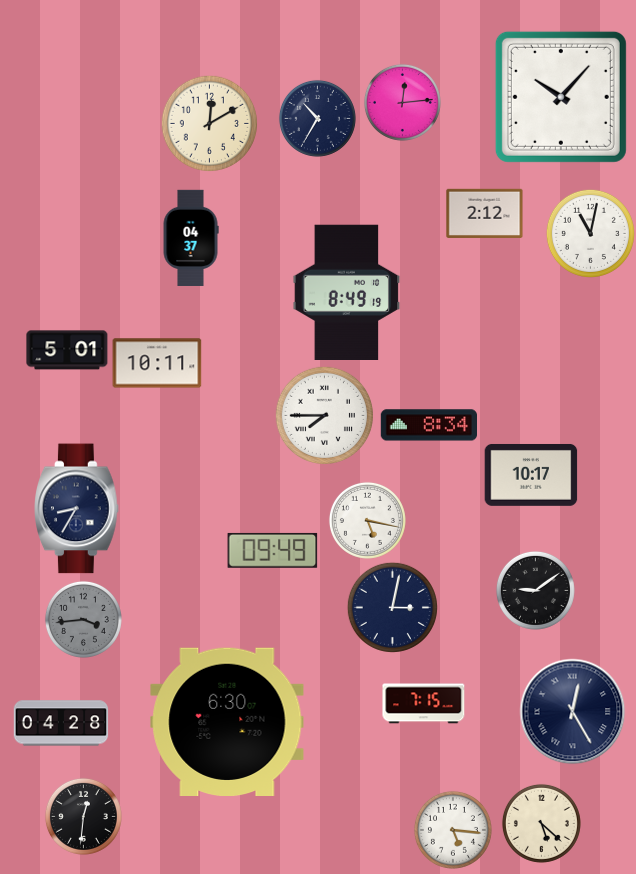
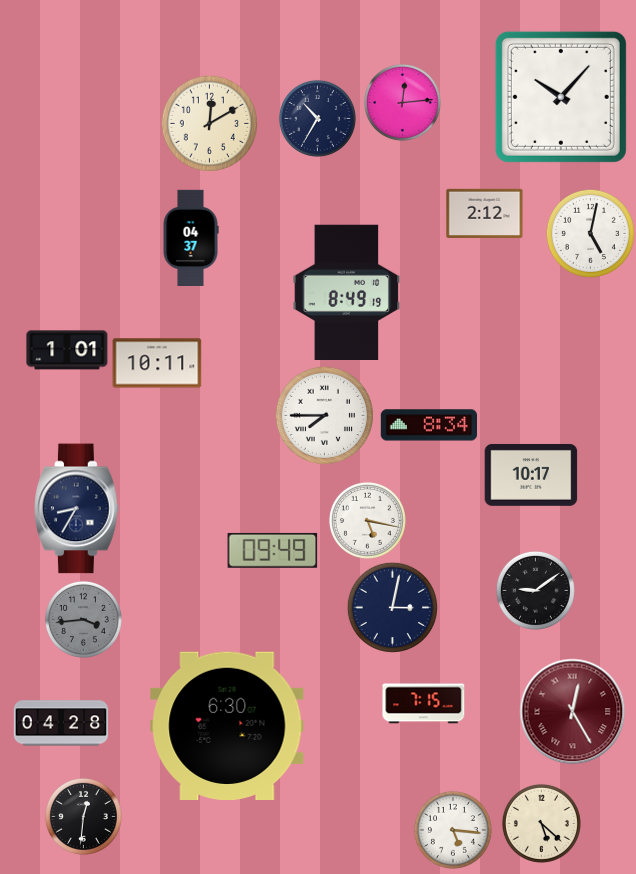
clock at (590, 233): 11:02 -> 5:02
clock at (67, 350): 5:01 -> 1:01
clock at (573, 712) dial: navy -> burgundy
clock at (227, 721) position: (227, 721) -> (227, 725)
